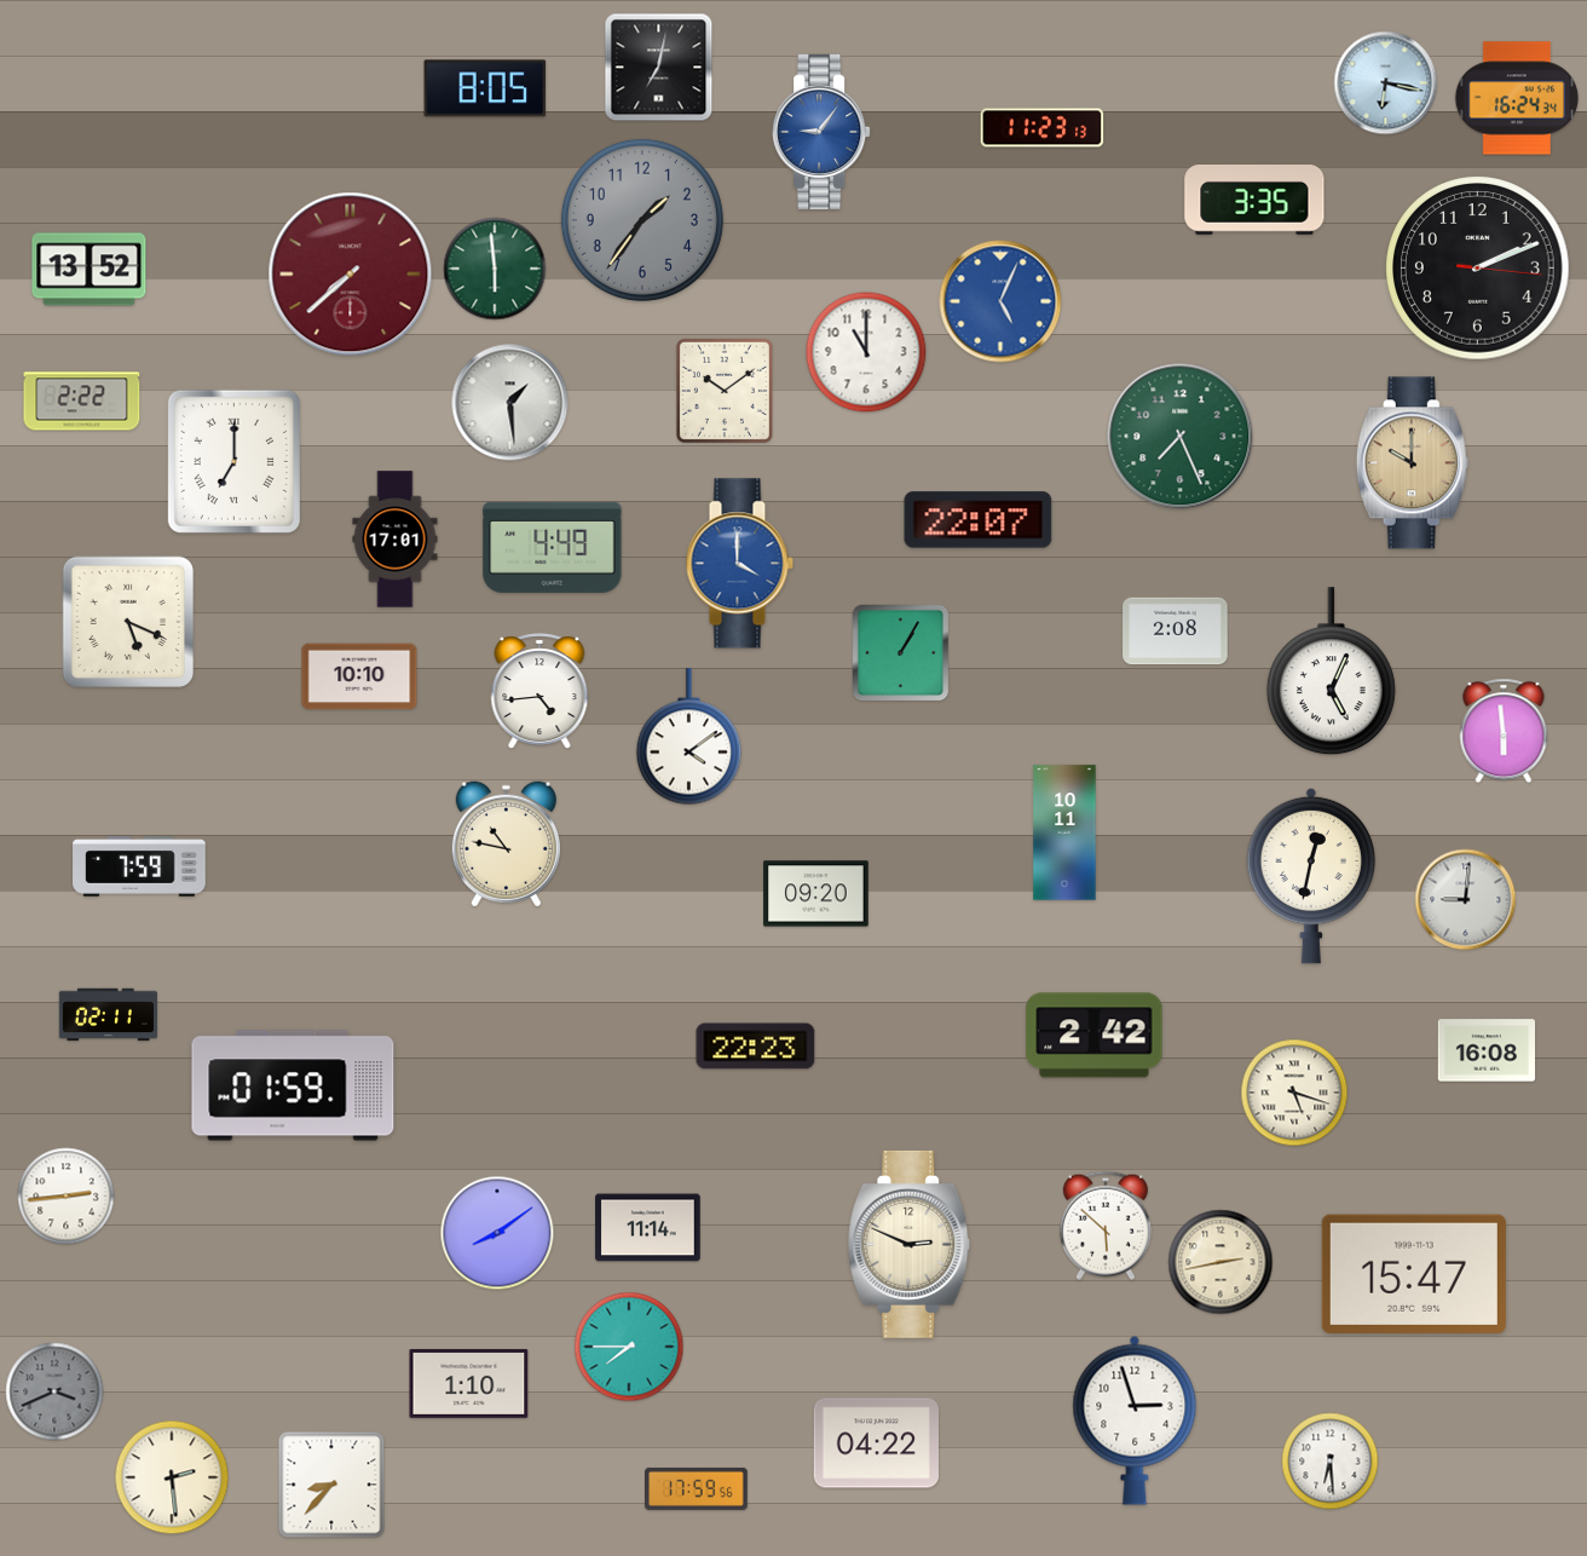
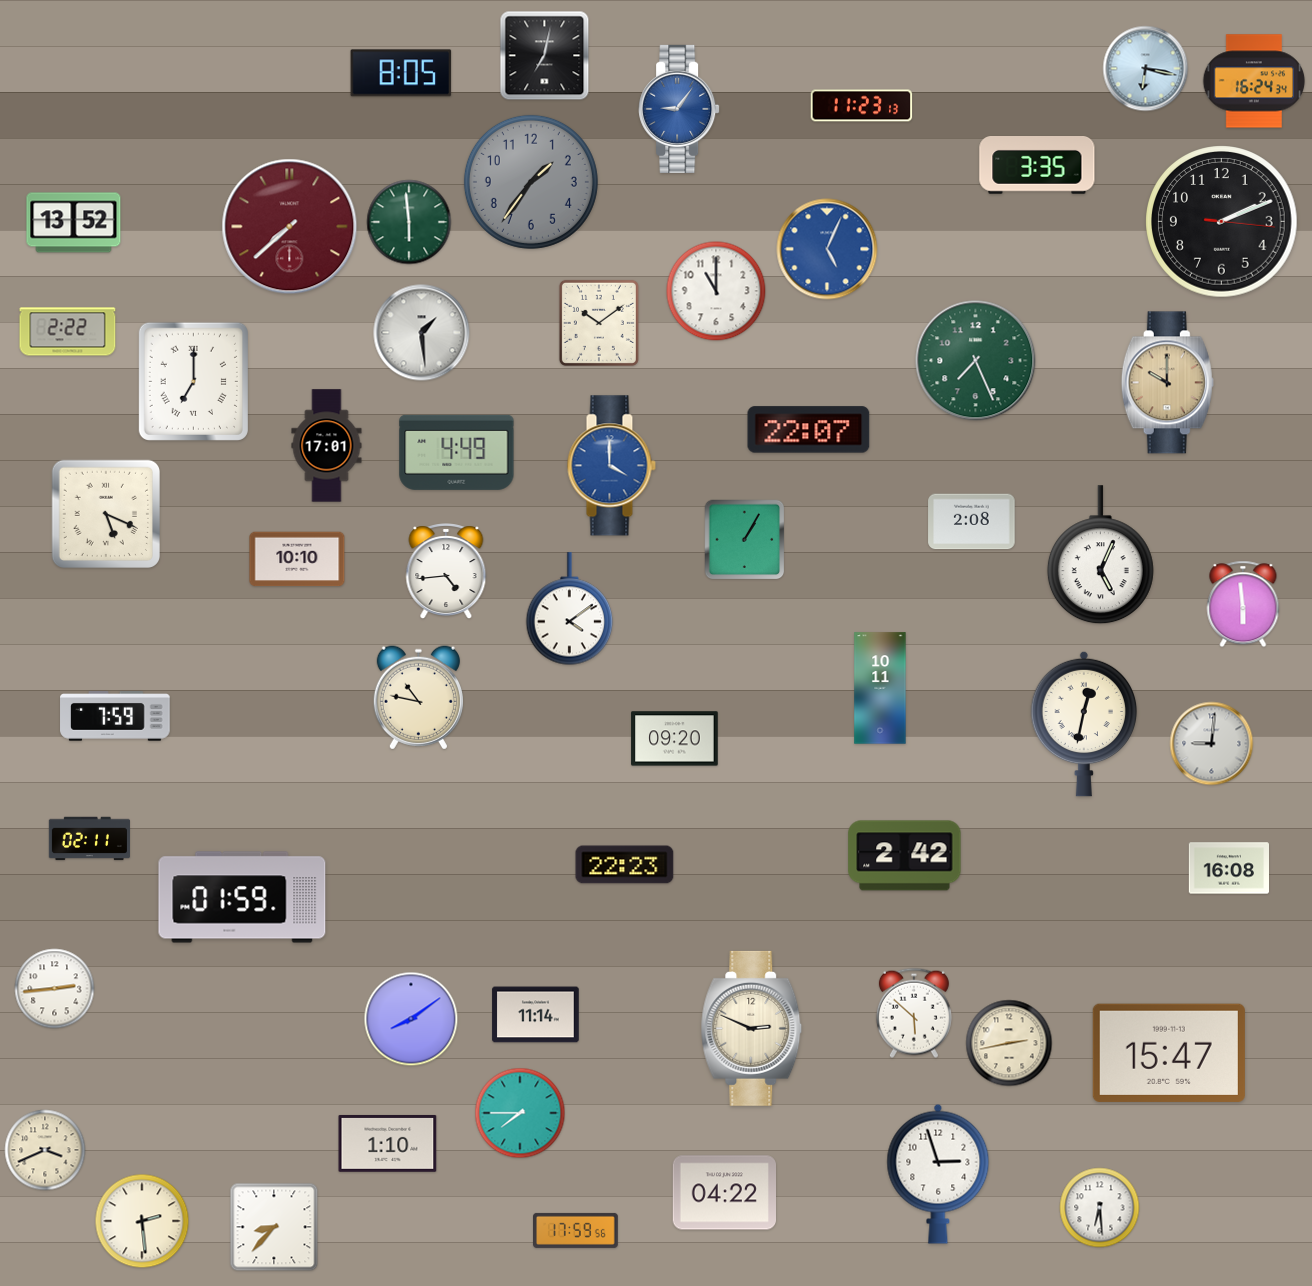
clock at (1294, 1093): 5:18 -> none
clock at (54, 1391) dial: grey -> cream
